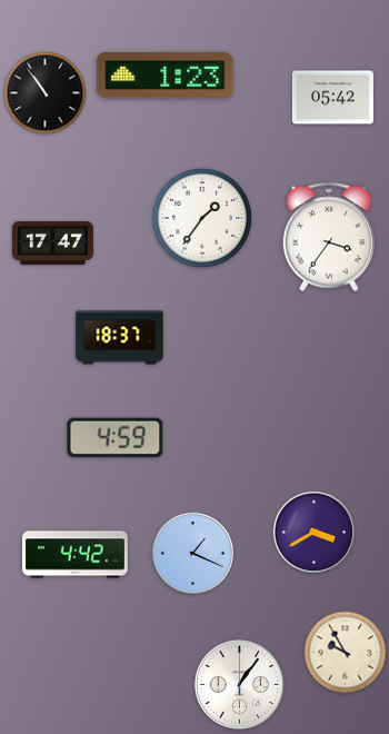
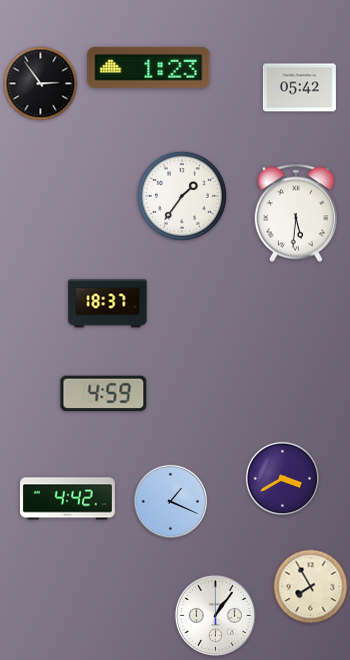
clock at (46, 93): 10:54 -> 2:54
clock at (328, 237): 3:36 -> 5:31
clock at (52, 242): 17:47 -> none
clock at (192, 553) position: (192, 553) -> (170, 501)
clock at (346, 653): 9:55 -> 7:55
